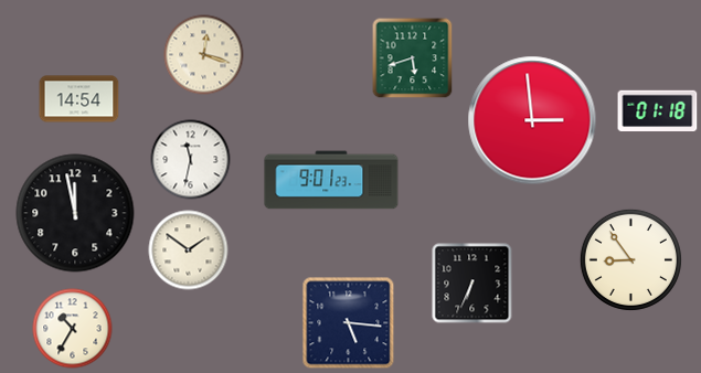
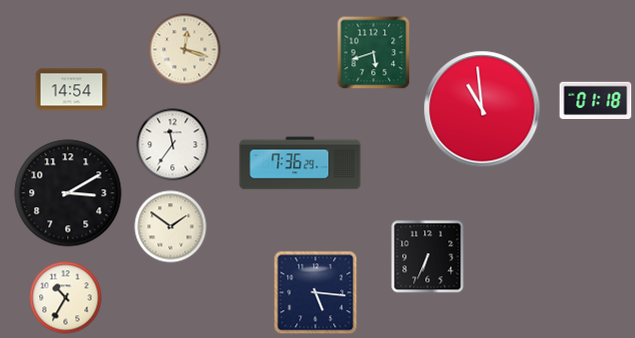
clock at (532, 120): 2:59 -> 10:59
clock at (191, 160): 11:32 -> 11:36
clock at (331, 180): 9:01 -> 7:36
clock at (75, 213): 11:58 -> 3:10
clock at (630, 259): 8:54 -> none
